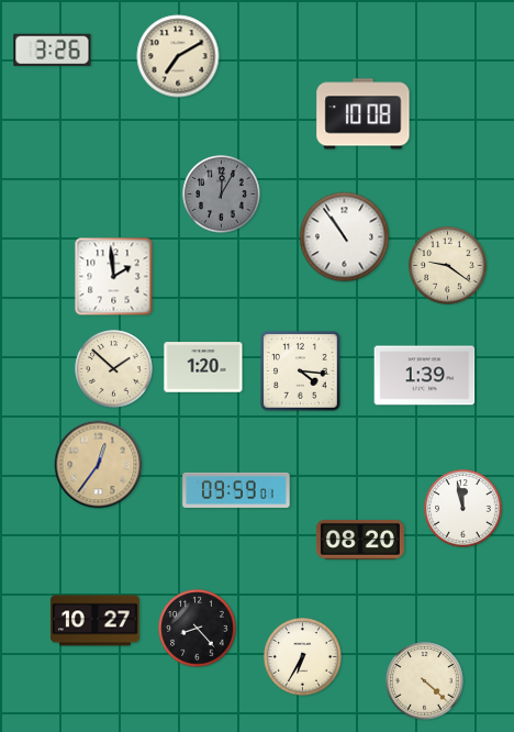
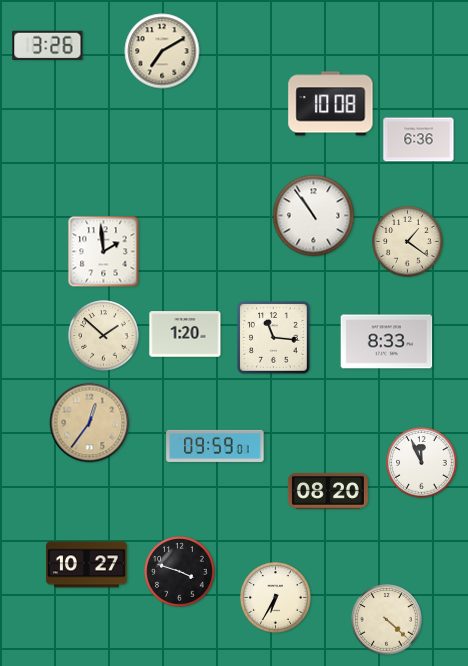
clock at (419, 140): none -> 6:36
clock at (222, 195): 12:05 -> none
clock at (448, 266): 9:21 -> 1:21
clock at (301, 371): 4:16 -> 11:16
clock at (425, 376): 1:39 -> 8:33
clock at (463, 509): 11:58 -> 11:56
clock at (198, 629): 8:23 -> 3:48
